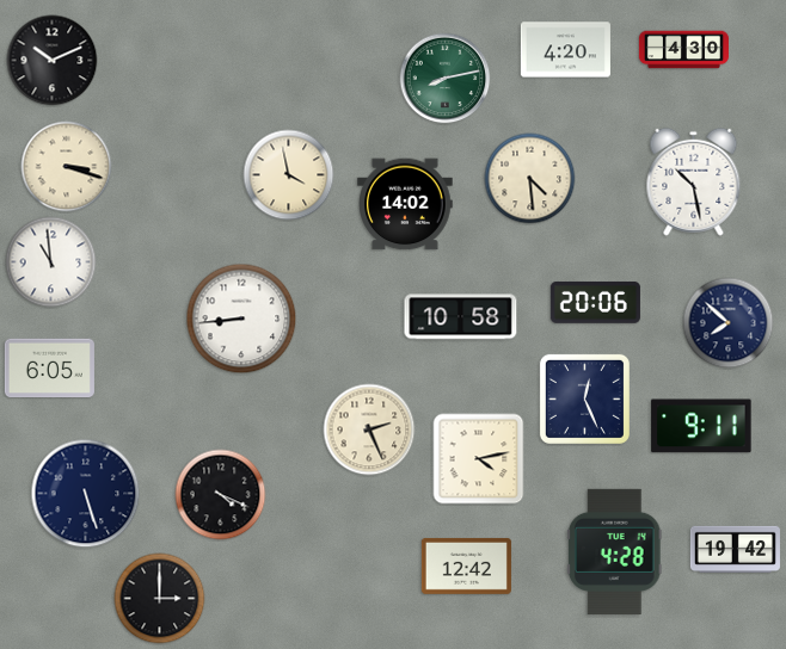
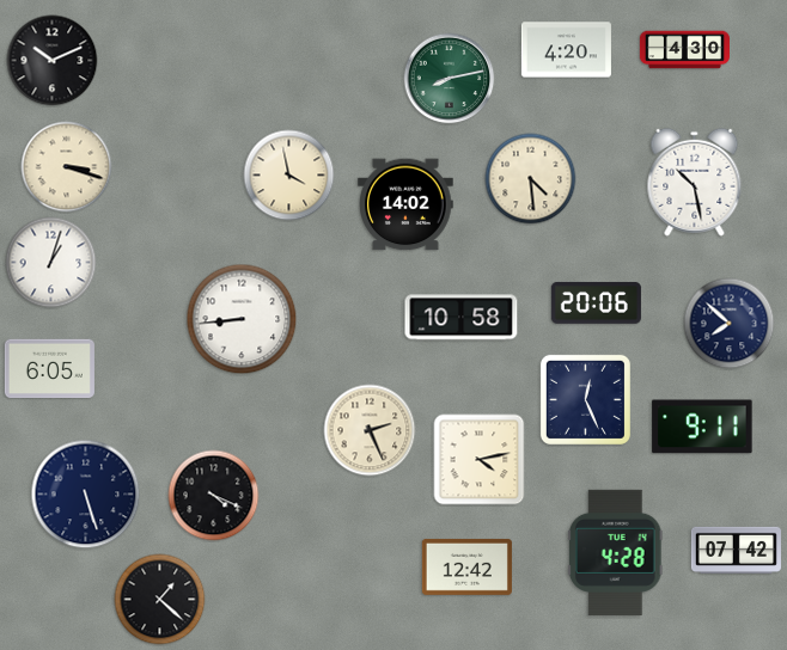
clock at (446, 79) position: (446, 79) -> (450, 79)
clock at (51, 262): 10:59 -> 1:03
clock at (221, 495) position: (221, 495) -> (214, 496)
clock at (735, 549): 19:42 -> 07:42
clock at (160, 599): 3:00 -> 1:22
